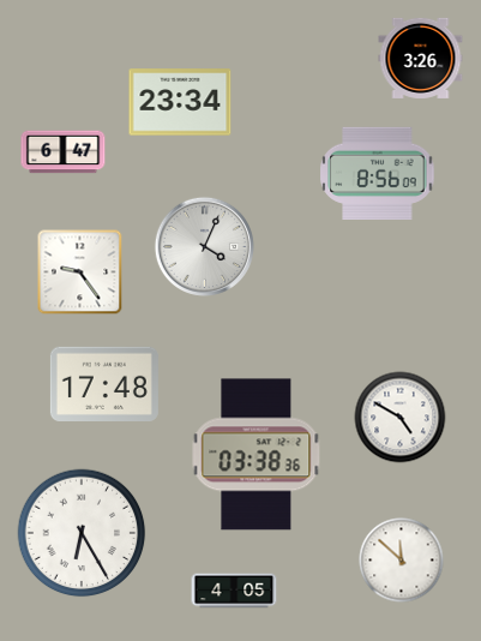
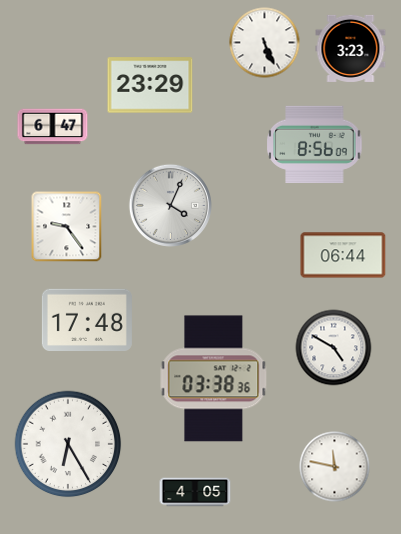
clock at (265, 43): none -> 5:26
clock at (421, 58): 3:26 -> 3:23
clock at (180, 102): 23:34 -> 23:29
clock at (343, 255): none -> 06:44
clock at (402, 561): 11:52 -> 11:47
